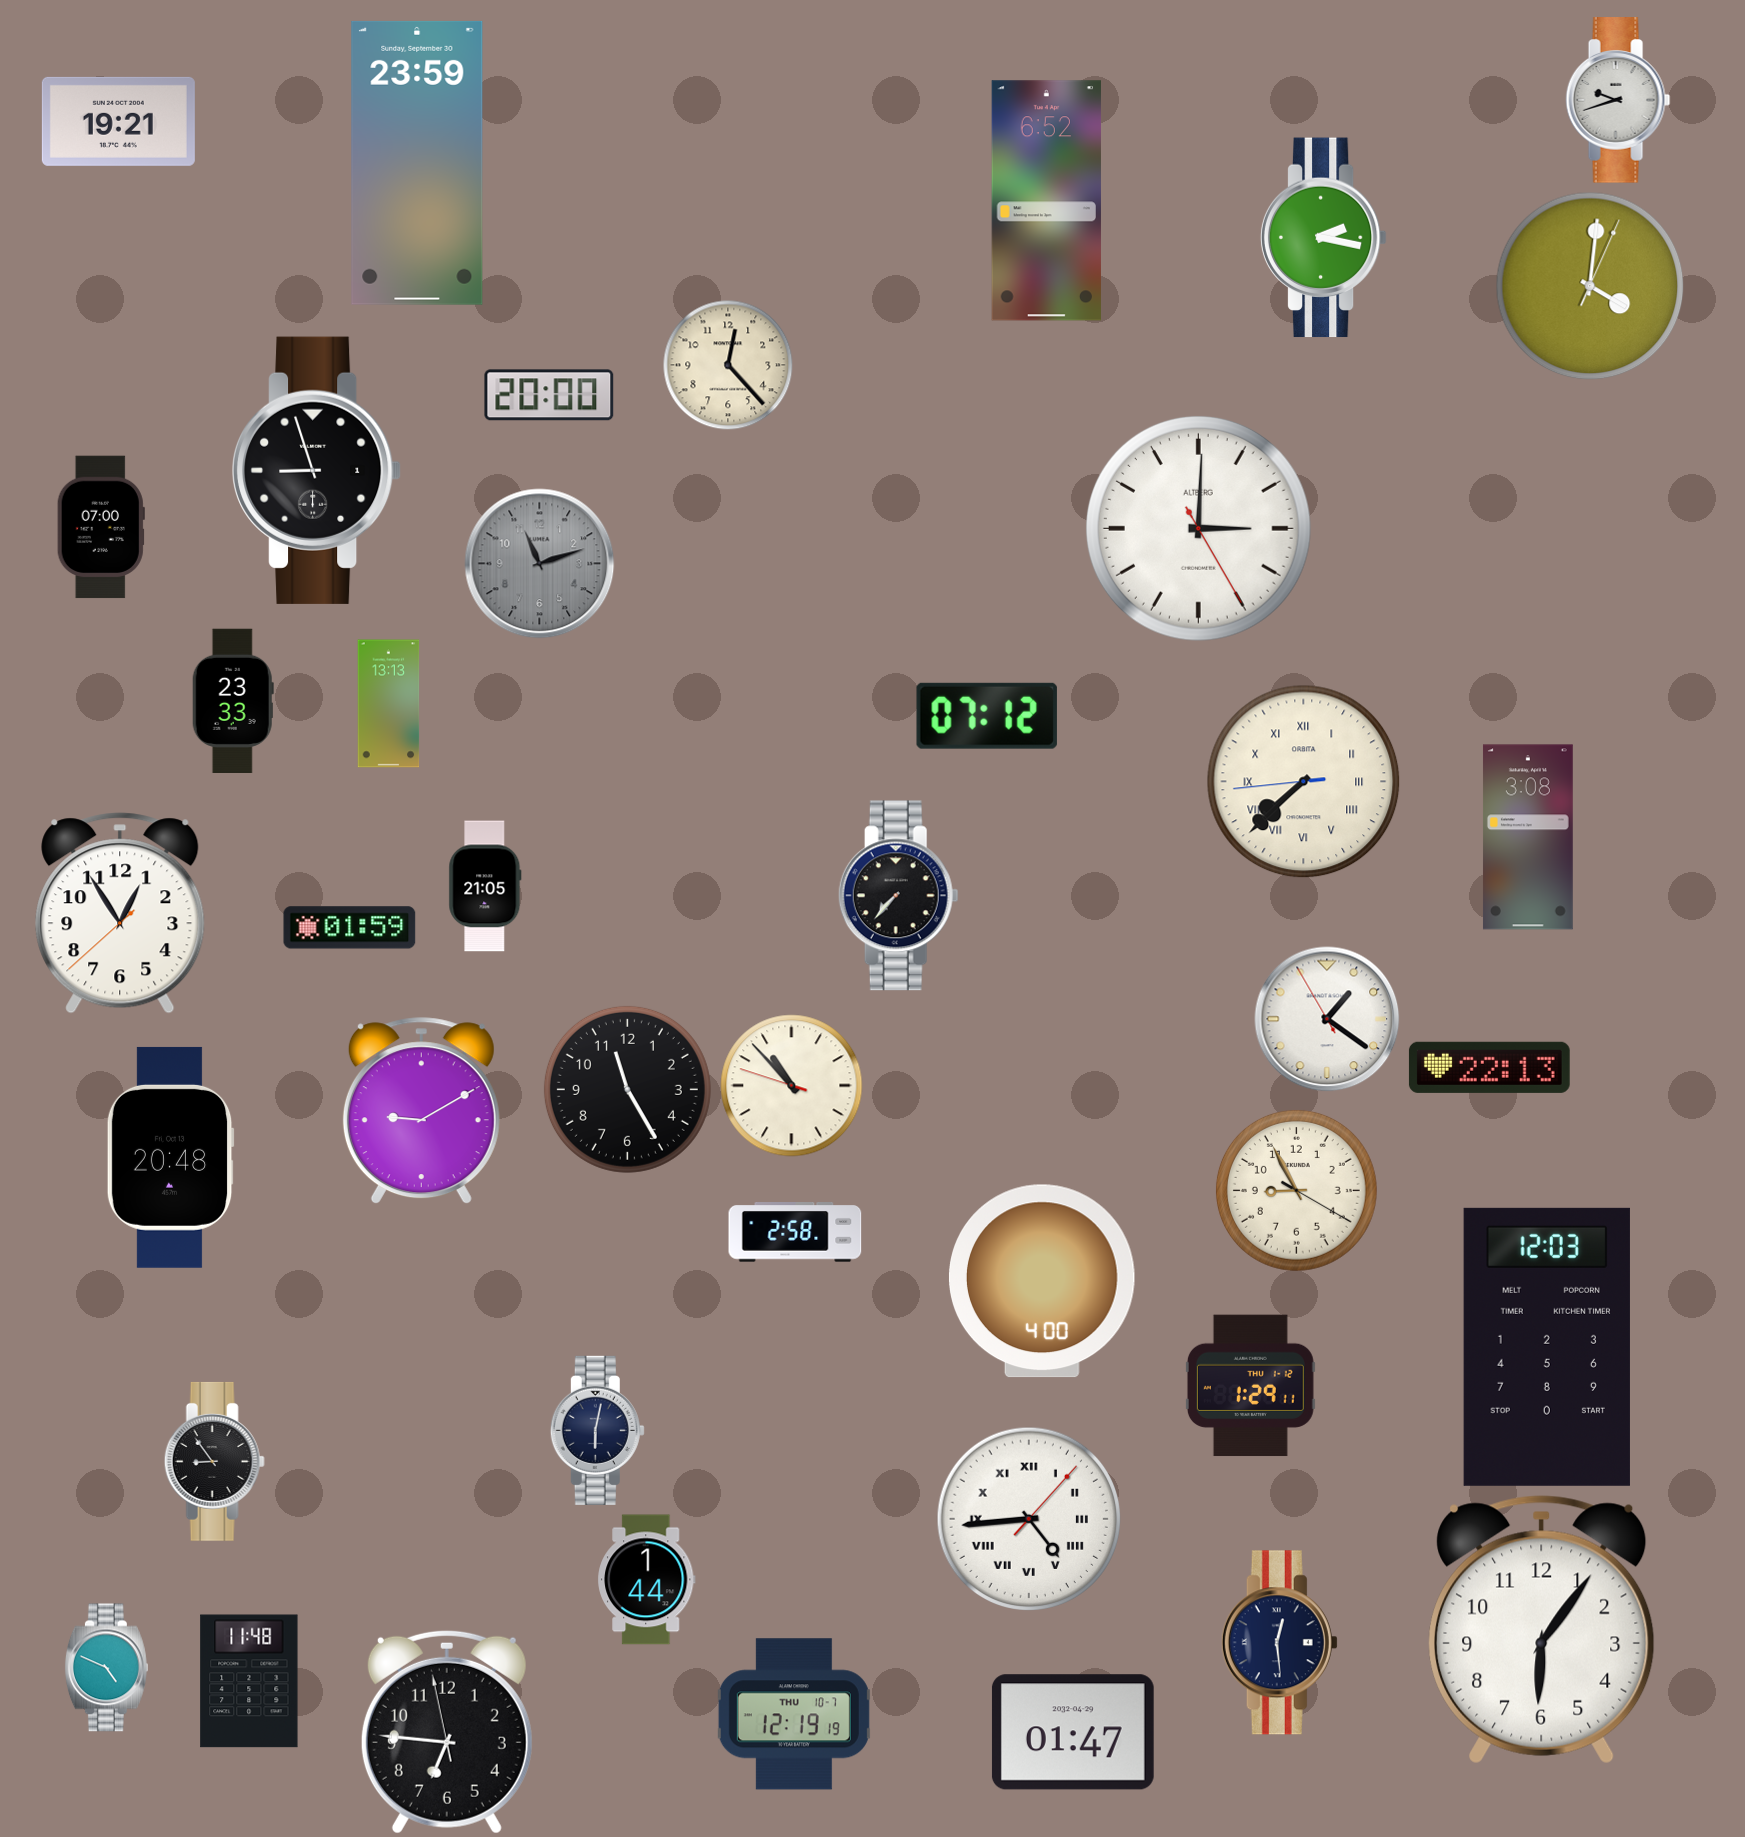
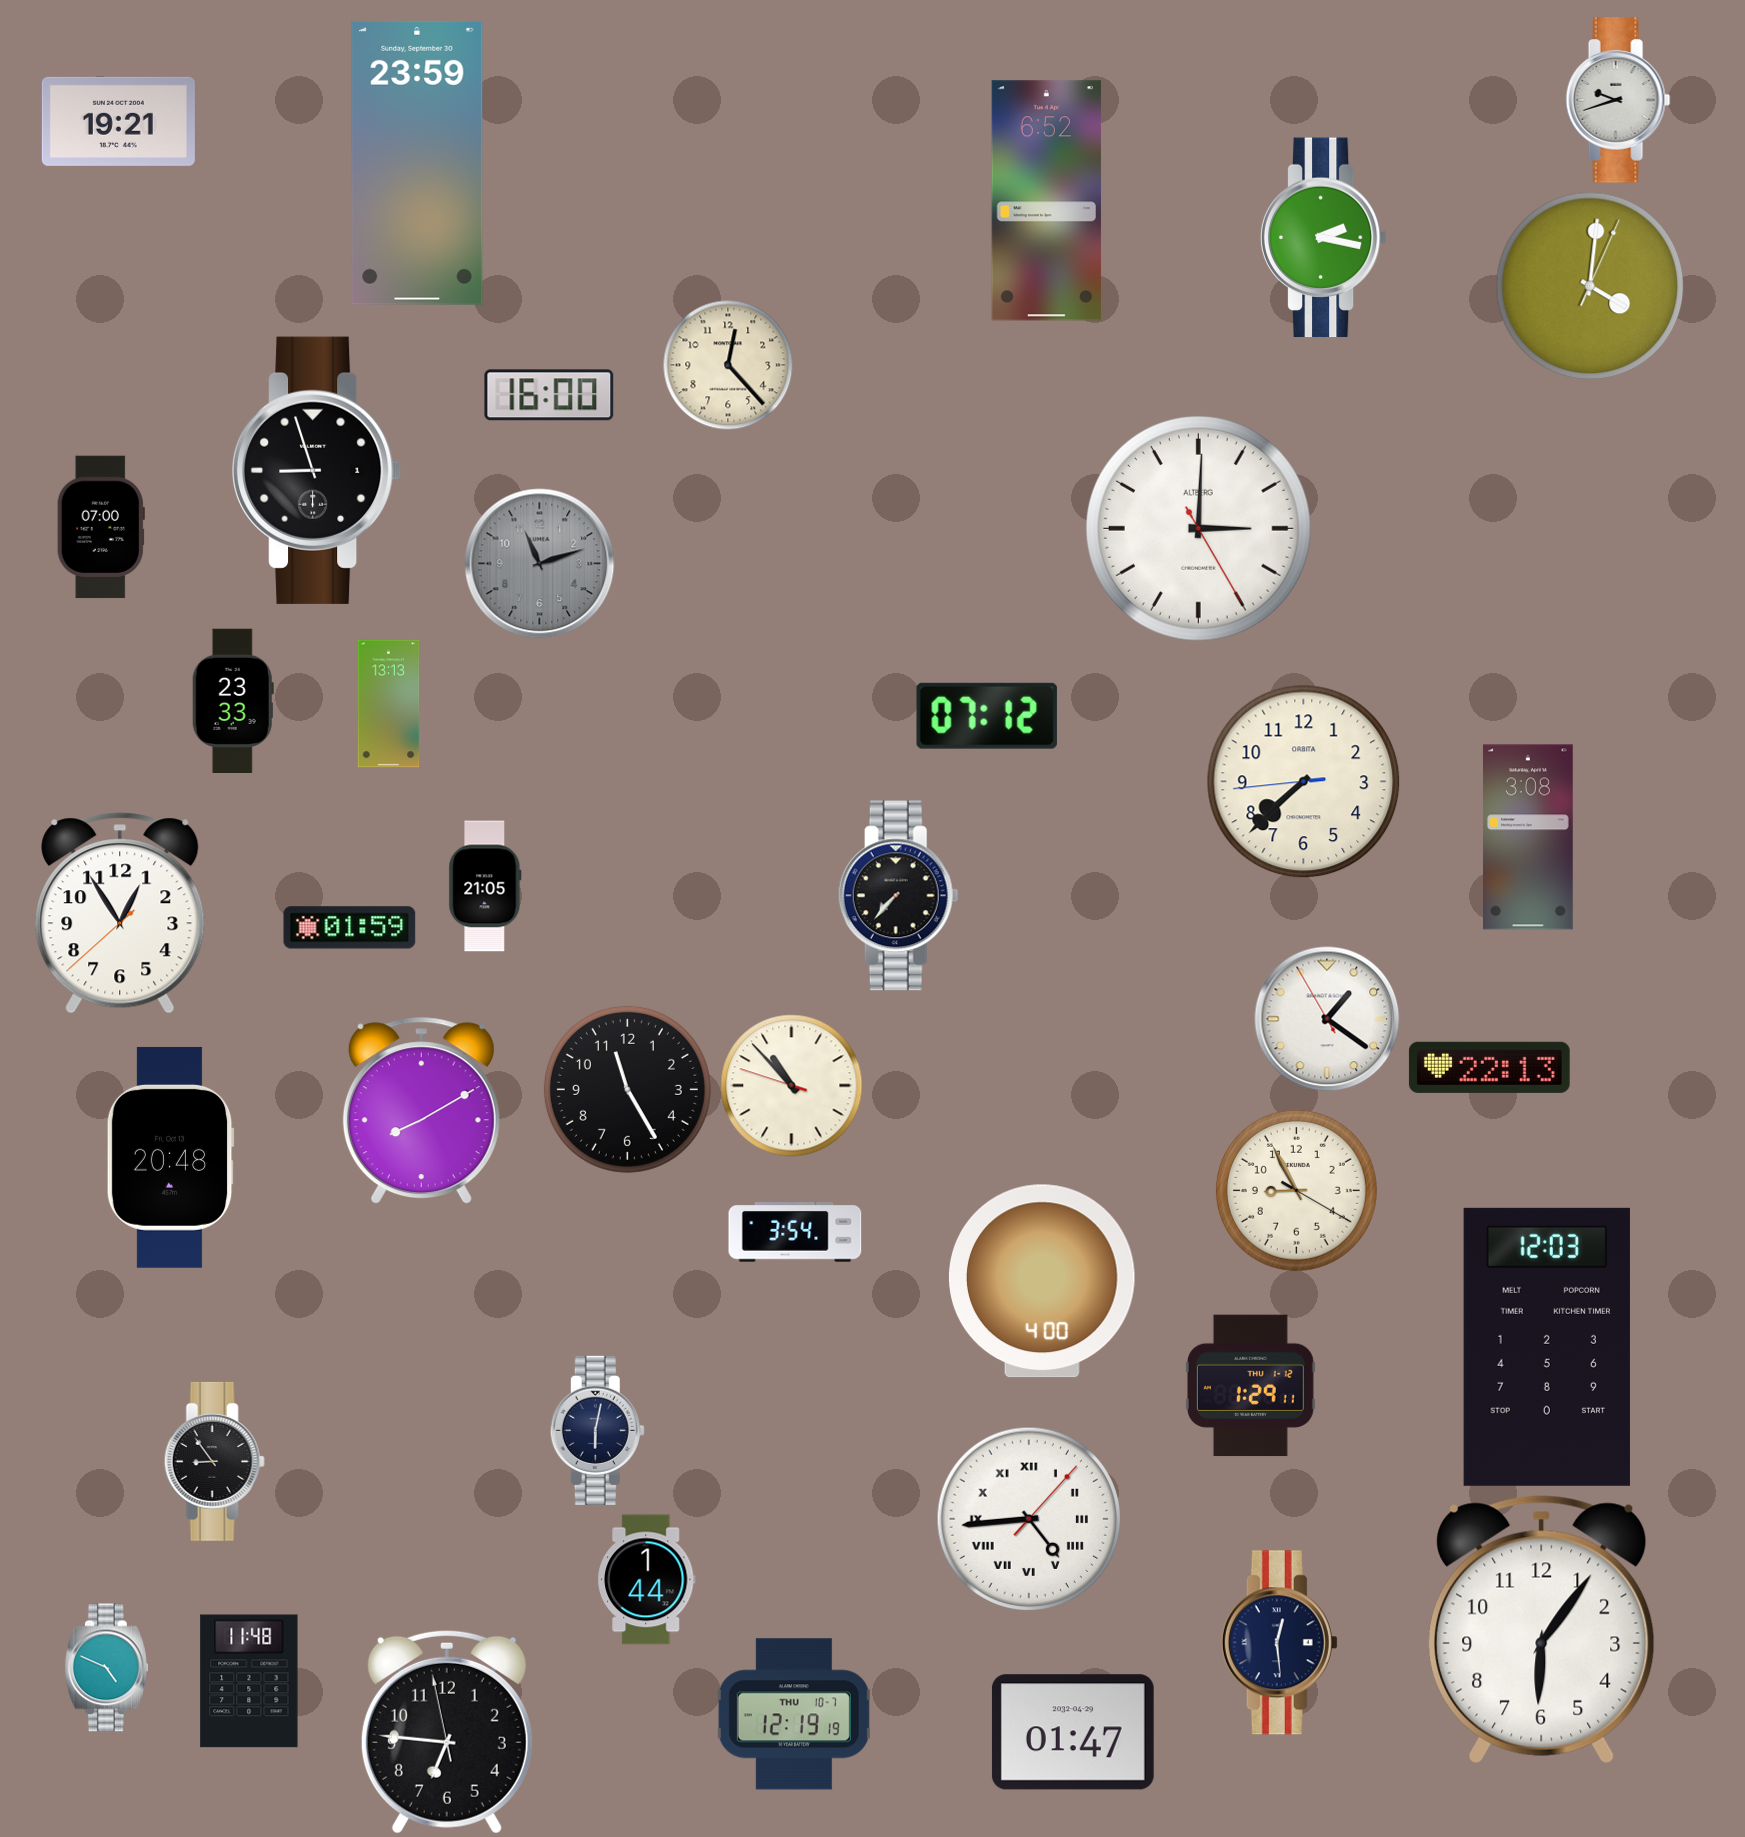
clock at (549, 395): 20:00 -> 16:00
clock at (1304, 782) numerals: Roman -> Arabic
clock at (421, 1111): 9:10 -> 8:10
clock at (795, 1232): 2:58 -> 3:54
